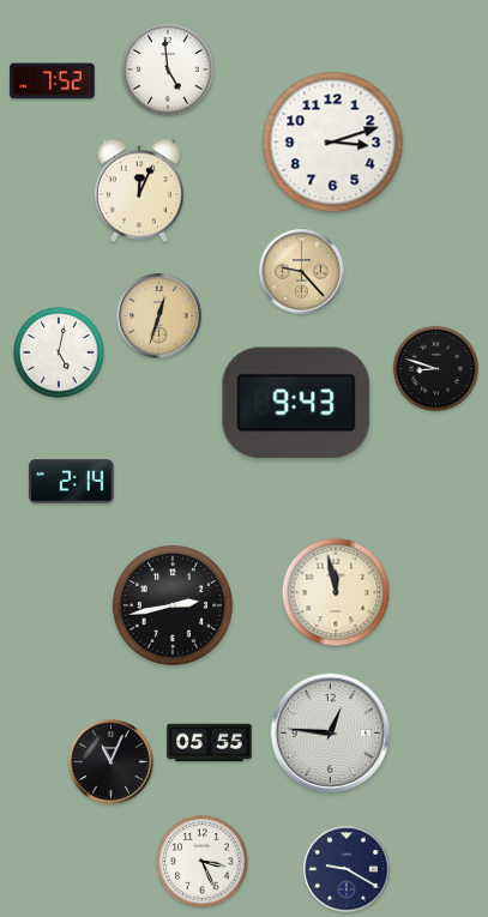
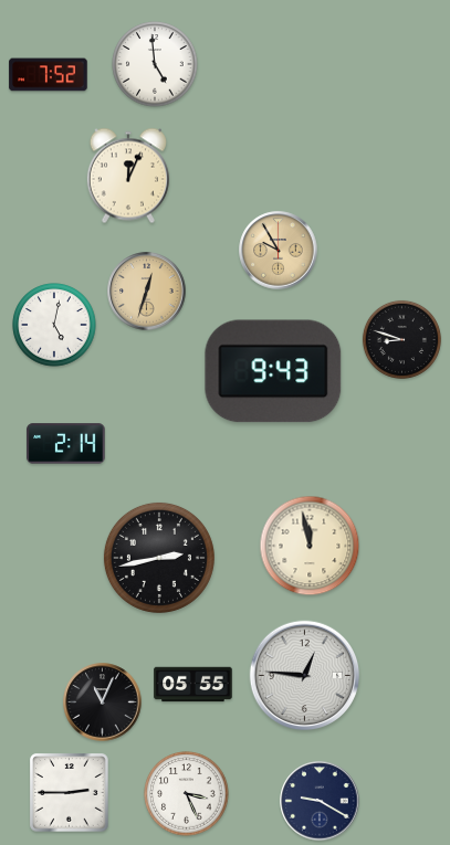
clock at (333, 143): 3:12 -> none
clock at (302, 272): 9:23 -> 9:55
clock at (70, 793): none -> 2:45
